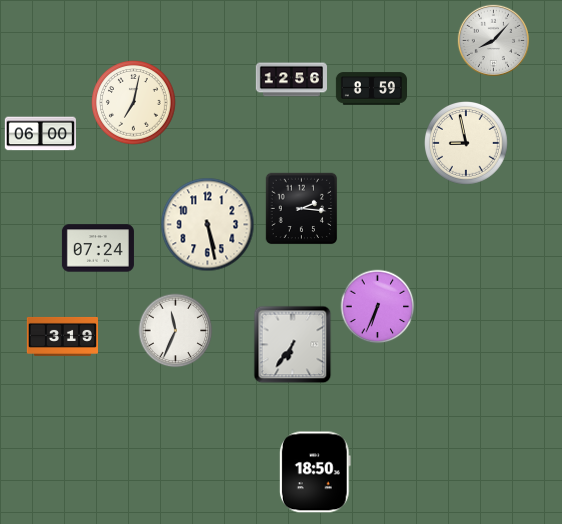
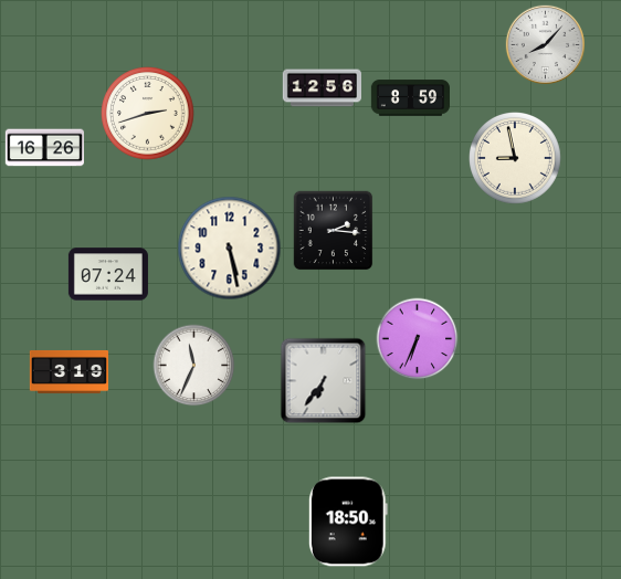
clock at (134, 103): 7:02 -> 2:42
clock at (40, 134): 06:00 -> 16:26
